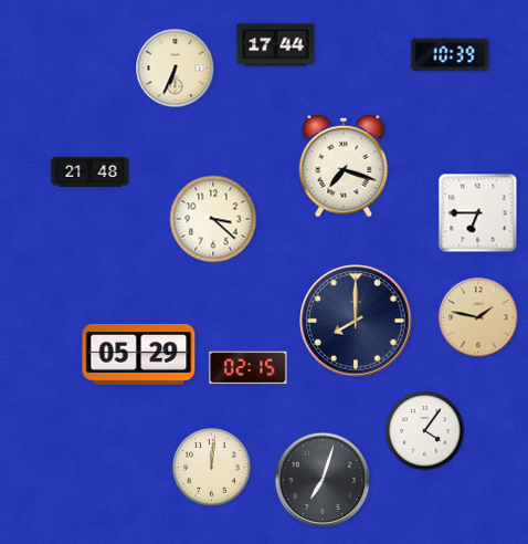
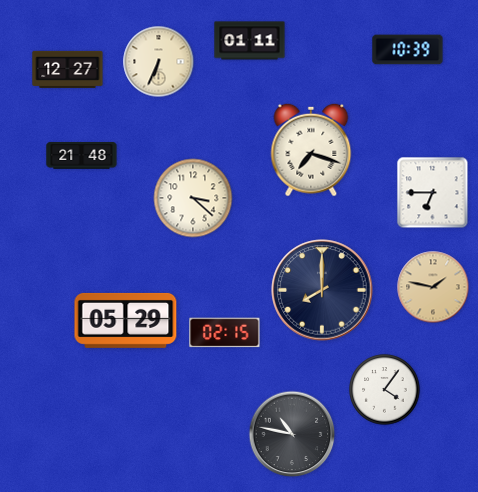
clock at (276, 45): 17:44 -> 01:11
clock at (68, 69): none -> 12:27
clock at (212, 468): 12:01 -> none
clock at (323, 480): 7:03 -> 10:47
